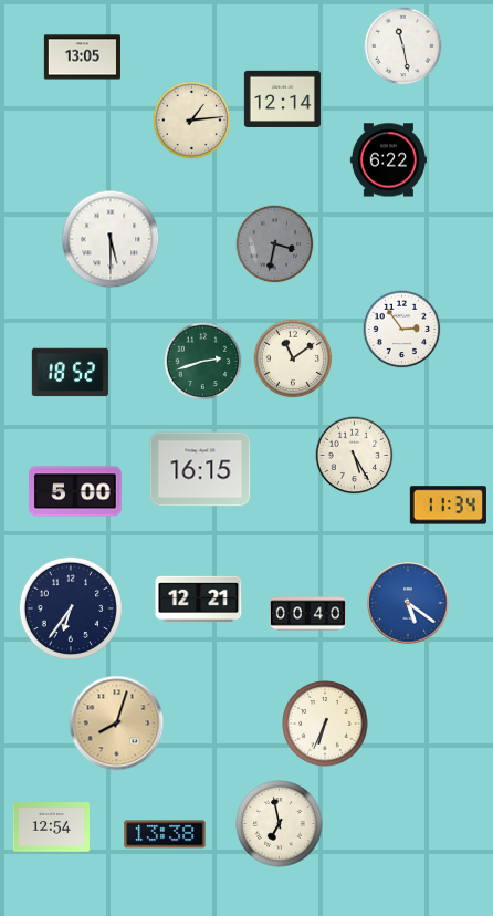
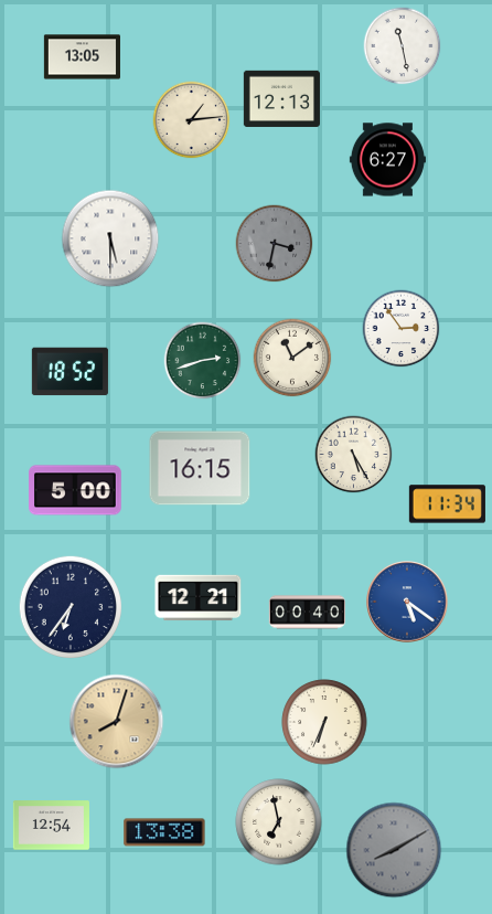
clock at (282, 98): 12:14 -> 12:13
clock at (388, 160): 6:22 -> 6:27
clock at (394, 850): none -> 8:10
